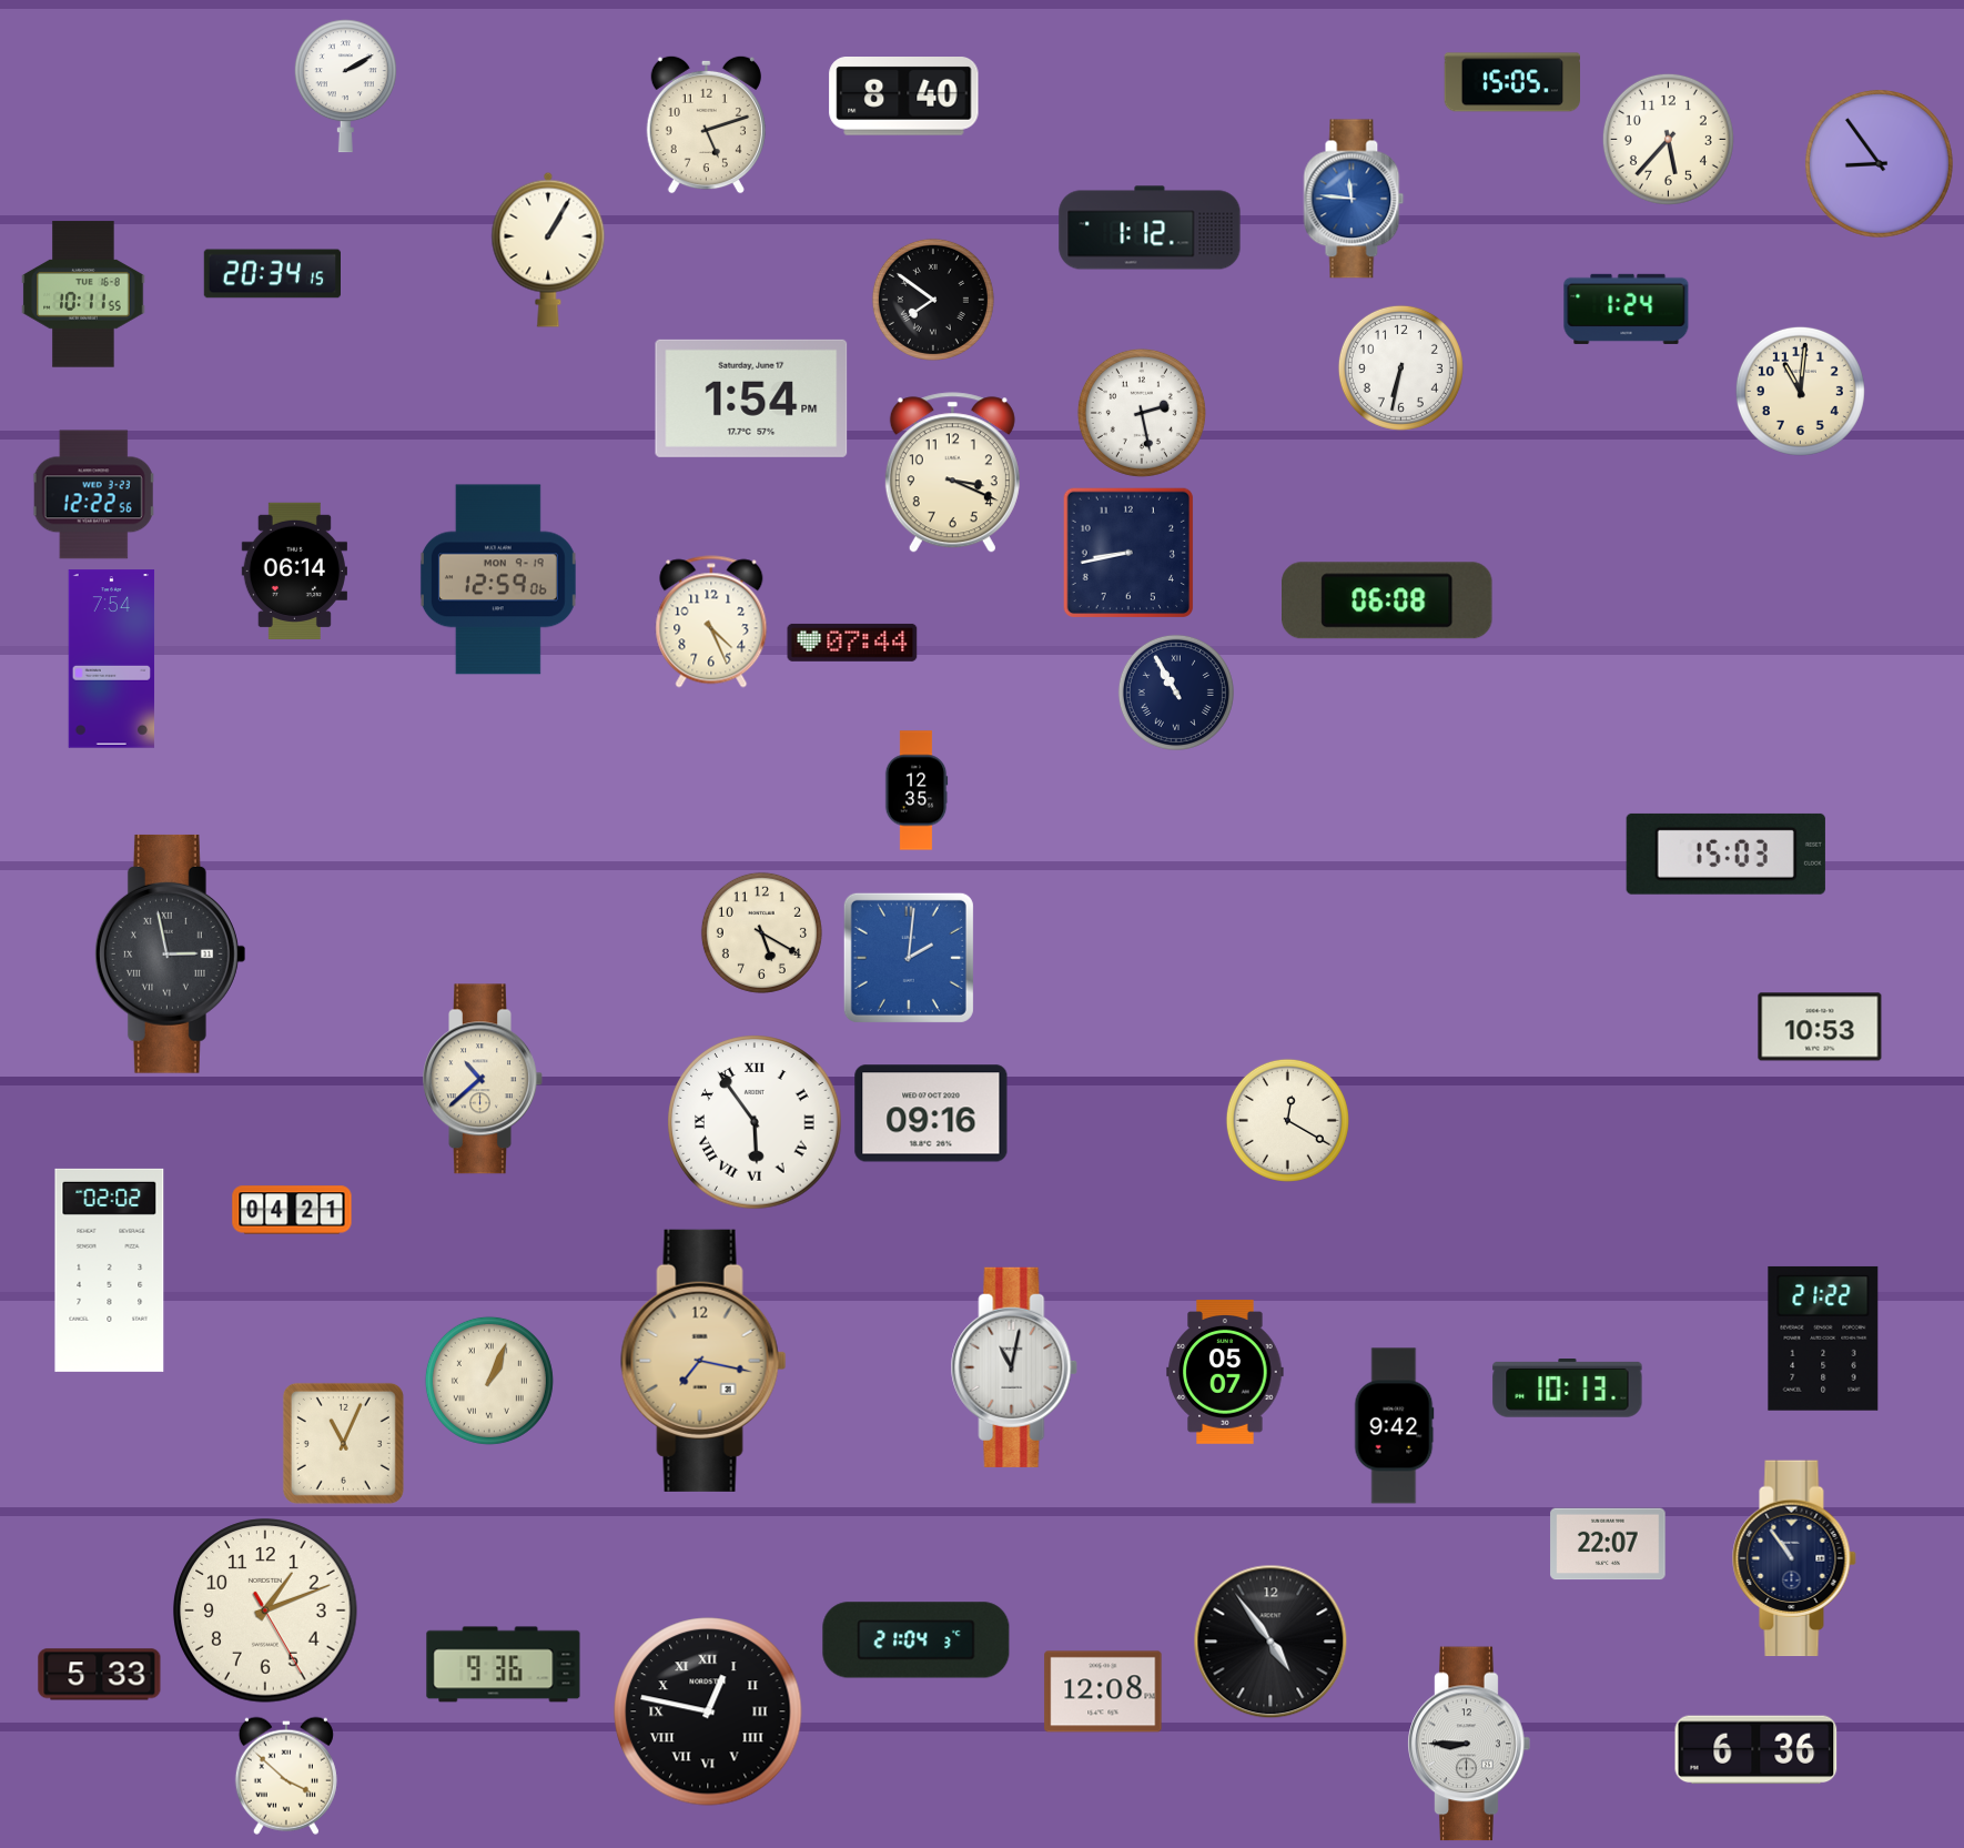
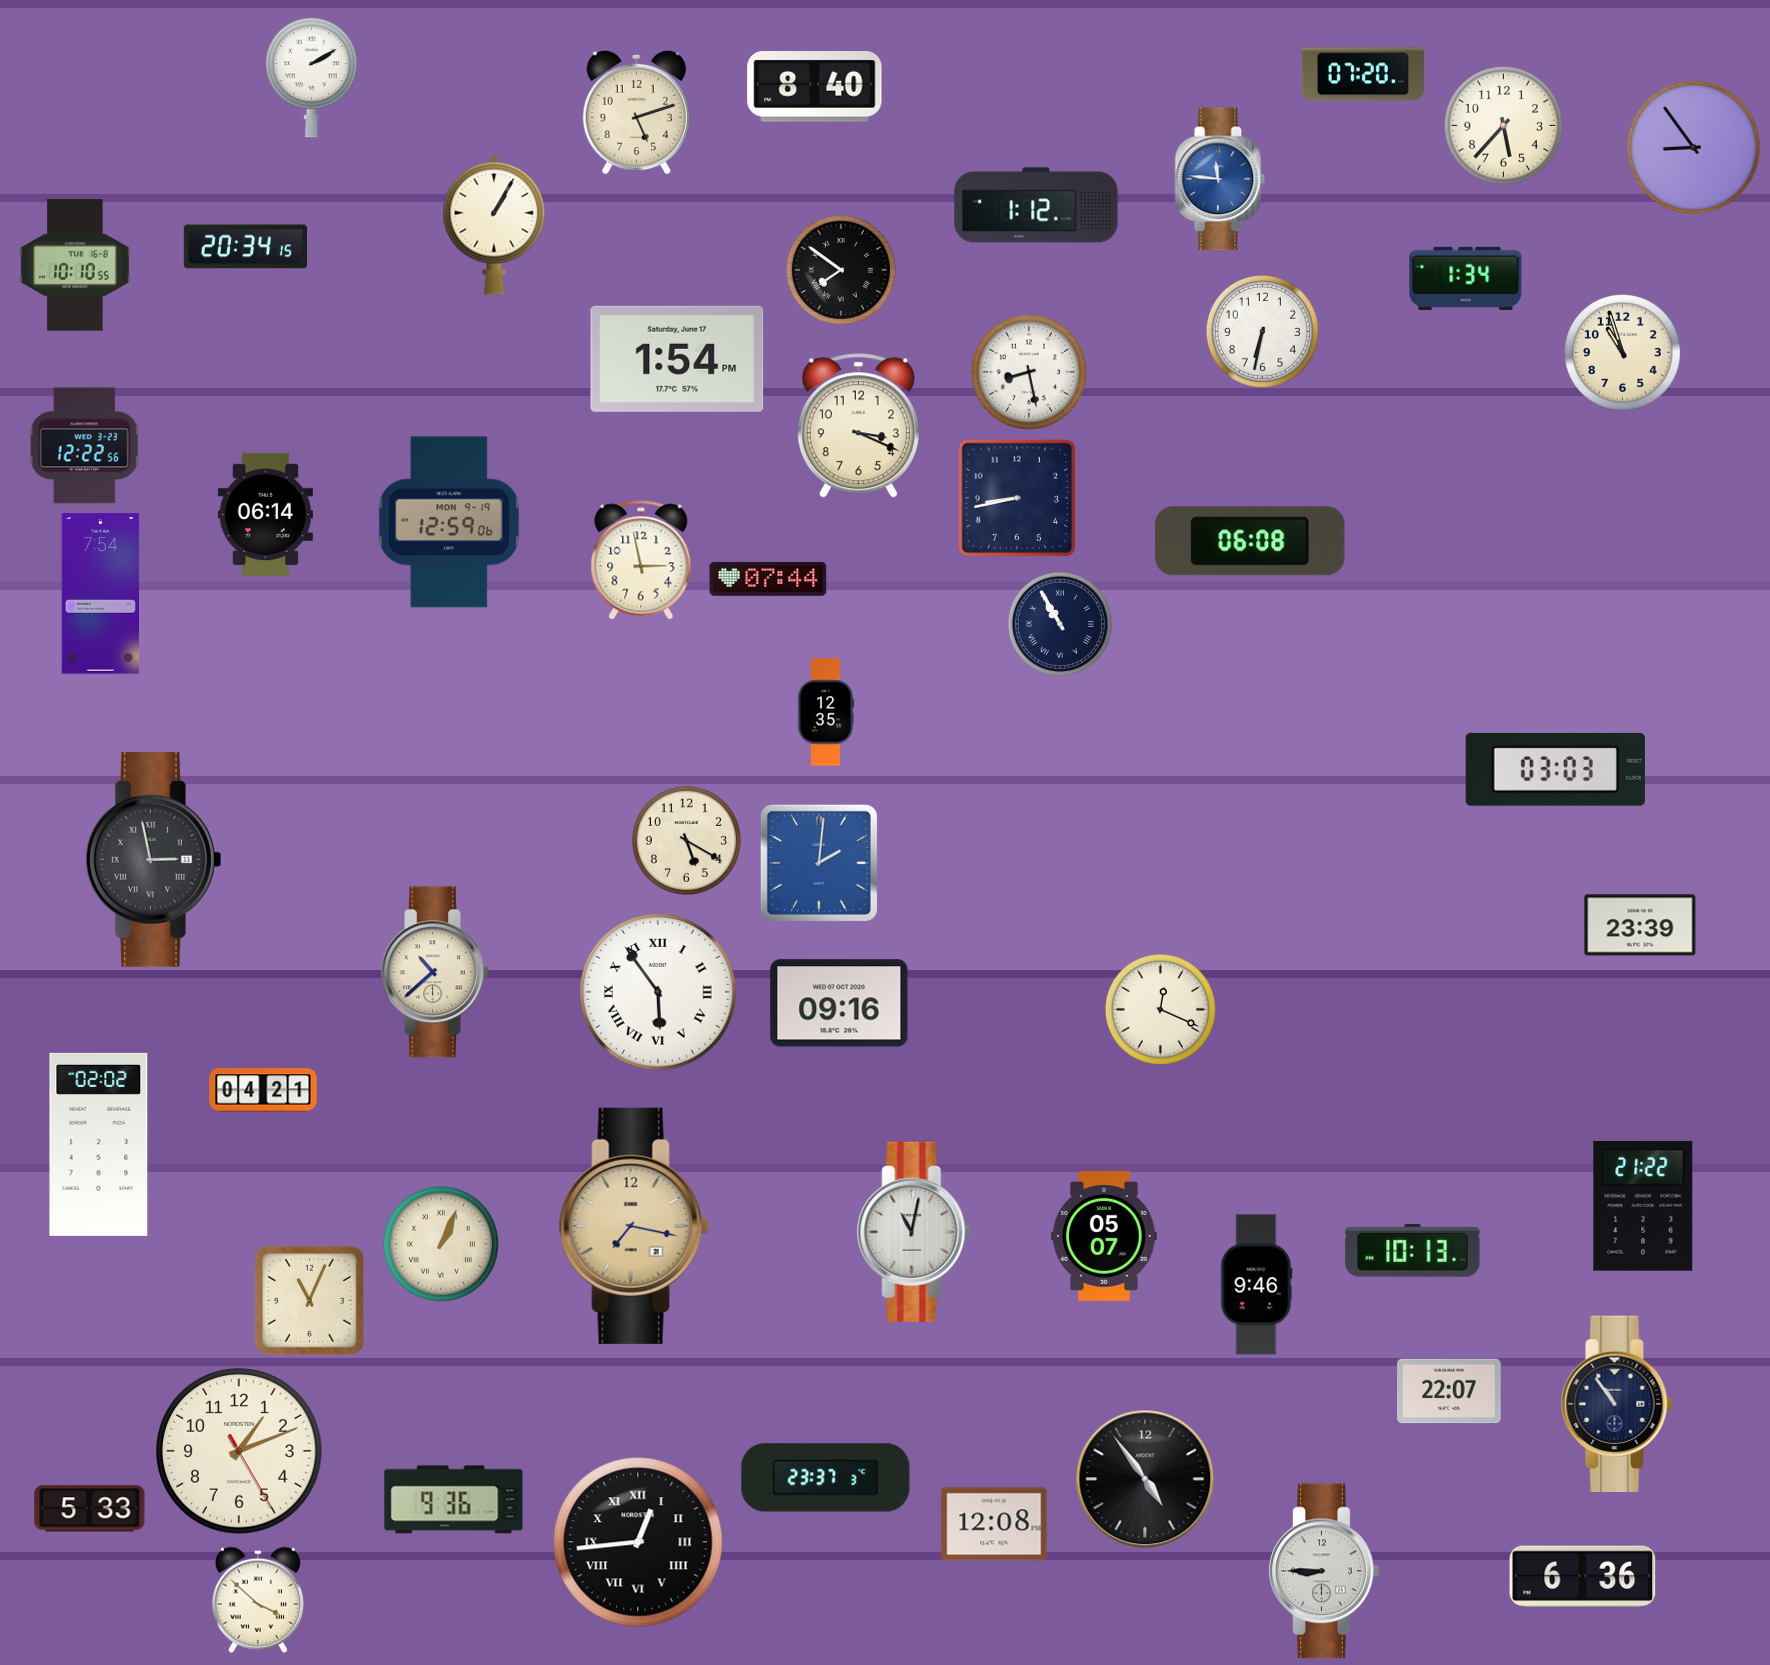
clock at (1512, 82): 15:05 -> 07:20
clock at (83, 294): 10:11 -> 10:10
clock at (1627, 309): 1:24 -> 1:34
clock at (1800, 391): 11:01 -> 10:57
clock at (1142, 413): 2:28 -> 8:28
clock at (711, 622): 4:26 -> 2:58
clock at (1725, 854): 15:03 -> 03:03
clock at (1820, 1027): 10:53 -> 23:39
clock at (1287, 1120): 12:20 -> 12:19
clock at (755, 1122) position: (755, 1122) -> (658, 992)
clock at (1395, 1426): 9:42 -> 9:46
clock at (917, 1640): 21:04 -> 23:37
clock at (708, 1711): 12:47 -> 12:44
